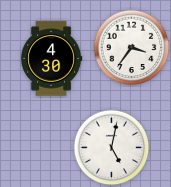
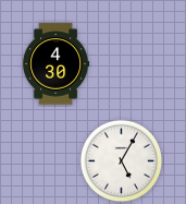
clock at (132, 48): 3:36 -> none
clock at (112, 148): 5:02 -> 5:05
